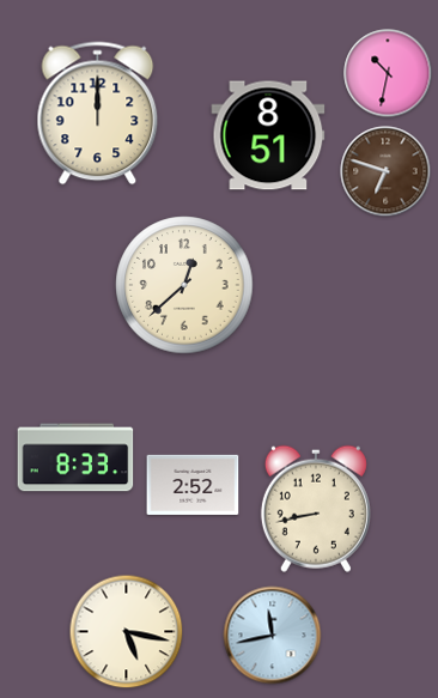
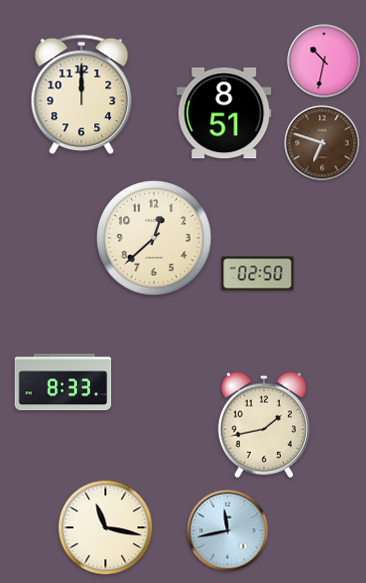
clock at (258, 274): none -> 02:50
clock at (193, 485): 2:52 -> none
clock at (316, 509): 8:43 -> 1:43
clock at (127, 632): 5:17 -> 11:17
